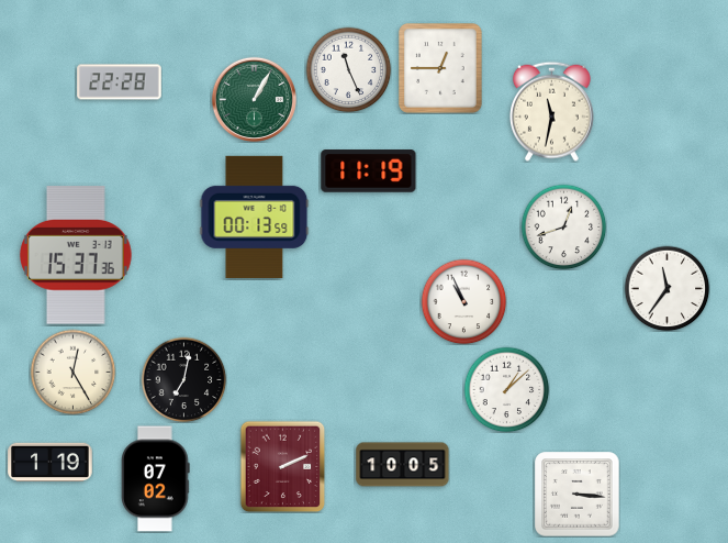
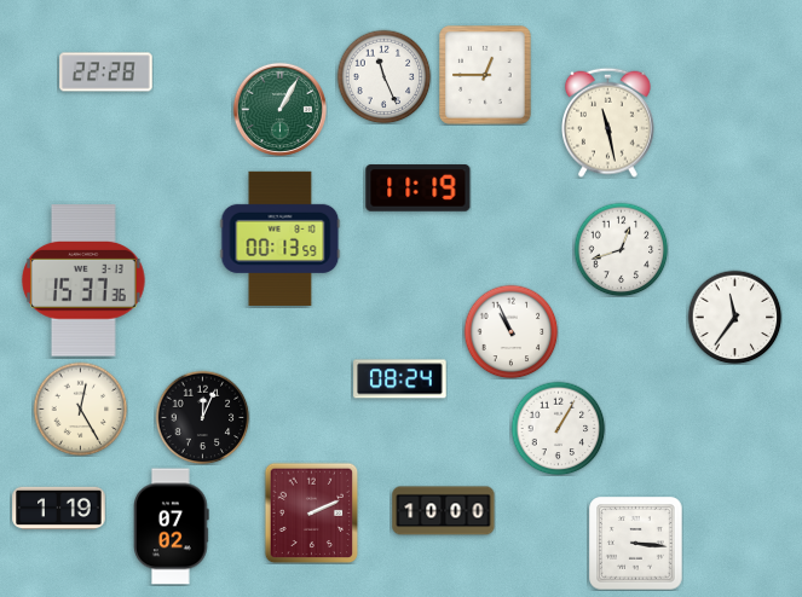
clock at (120, 82) position: (120, 82) -> (106, 73)
clock at (552, 111): 11:32 -> 11:28
clock at (369, 171) position: (369, 171) -> (419, 189)
clock at (400, 379): none -> 08:24
clock at (183, 379): 7:02 -> 12:04
clock at (506, 389): 1:08 -> 1:05
clock at (51, 462) position: (51, 462) -> (59, 508)
clock at (403, 465): 10:05 -> 10:00
